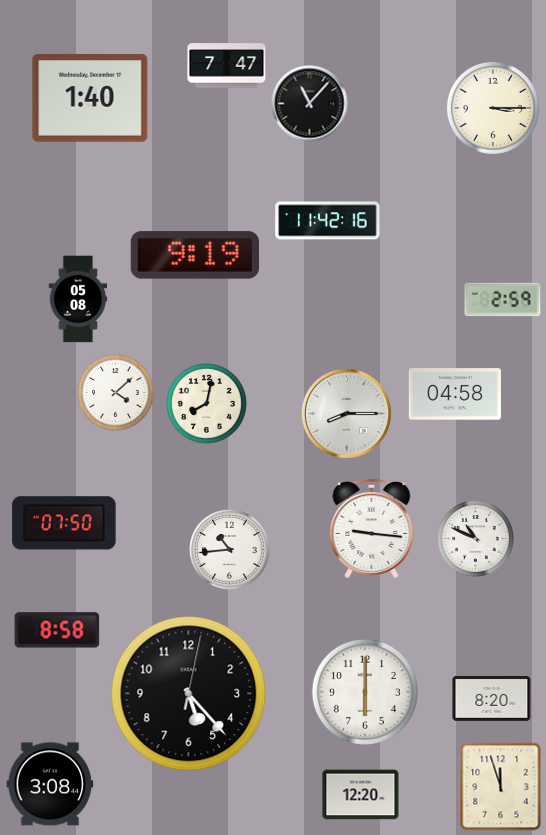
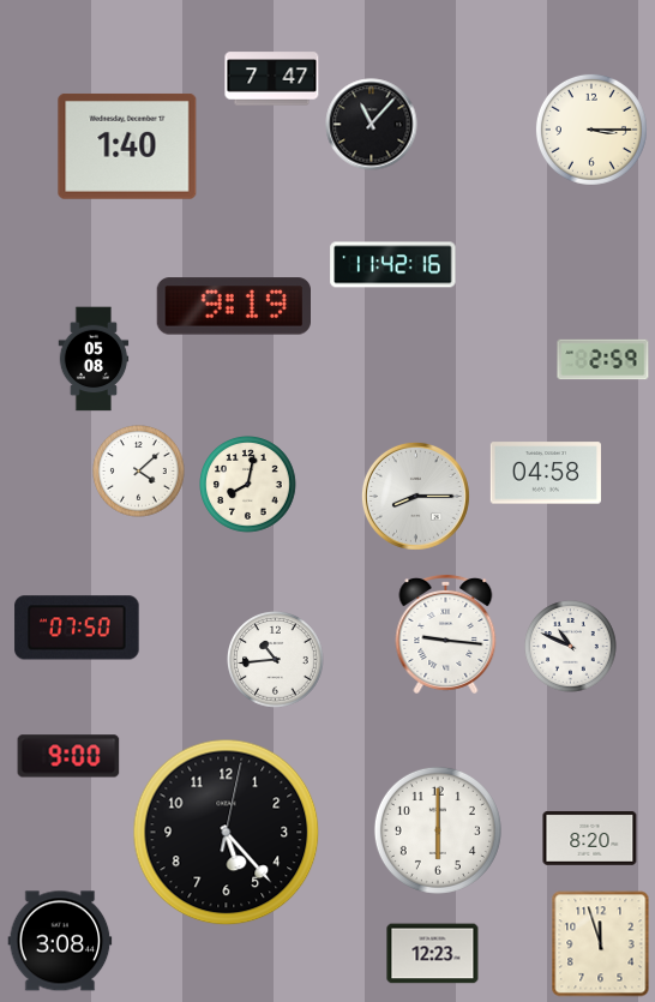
clock at (90, 98) position: (90, 98) -> (127, 146)
clock at (57, 630): 8:58 -> 9:00
clock at (361, 795): 12:20 -> 12:23
